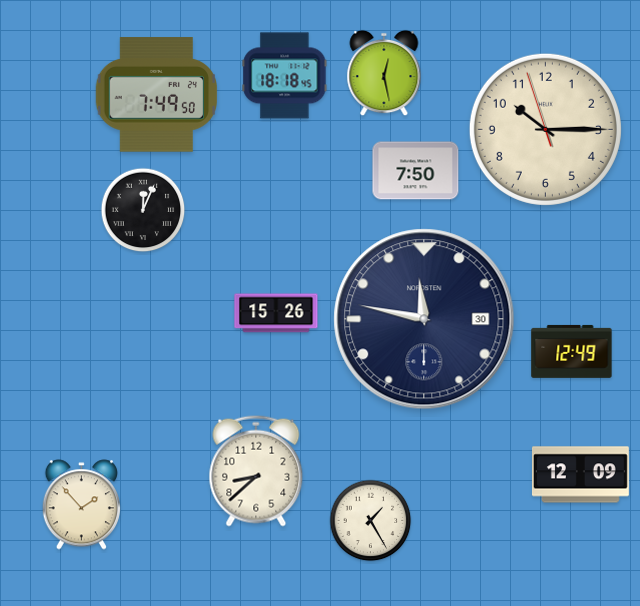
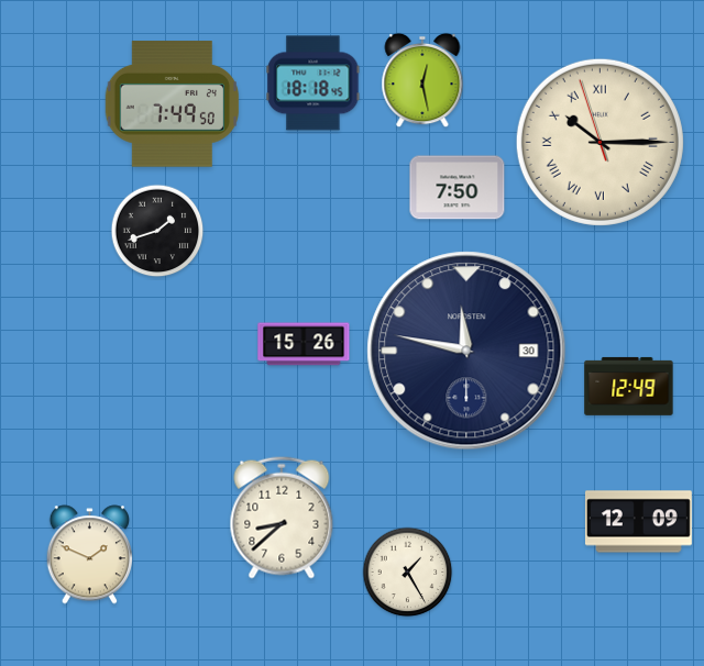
clock at (545, 129) numerals: Arabic -> Roman
clock at (143, 210): 12:04 -> 1:42
clock at (81, 505): 1:53 -> 1:49
